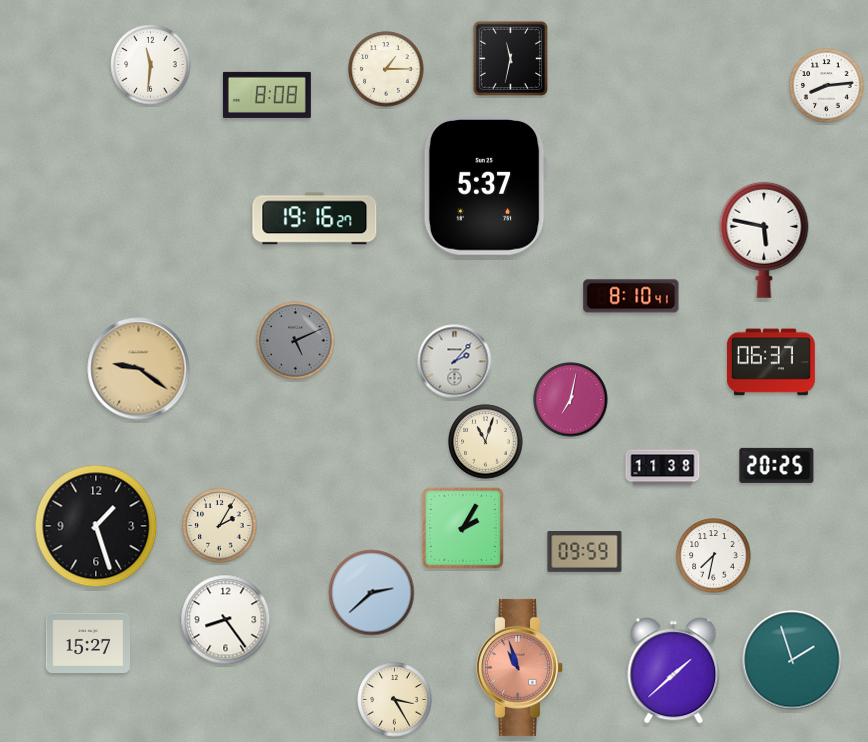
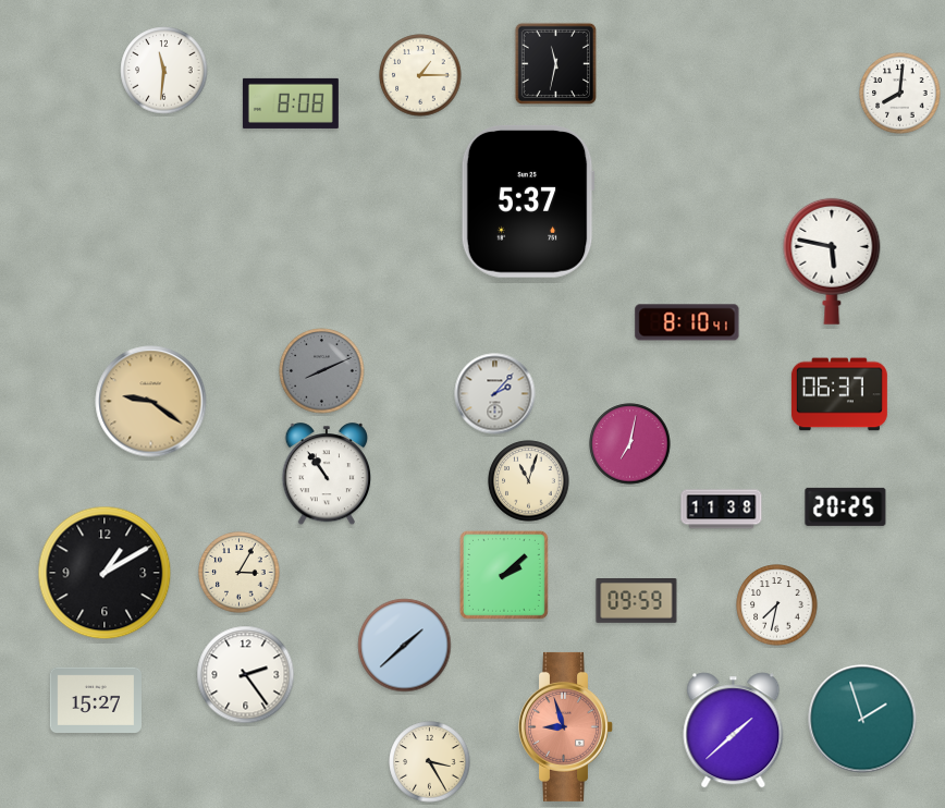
clock at (827, 86): 8:14 -> 8:01
clock at (315, 219): 19:16 -> none
clock at (296, 341): 5:11 -> 8:11
clock at (571, 400) position: (571, 400) -> (630, 444)
clock at (326, 475): none -> 10:54
clock at (96, 526): 1:27 -> 1:10
clock at (220, 526): 2:05 -> 3:05
clock at (463, 528): 2:05 -> 2:08
clock at (372, 593): 2:38 -> 1:38
clock at (226, 620): 8:24 -> 2:24
clock at (520, 667): 10:57 -> 8:57
